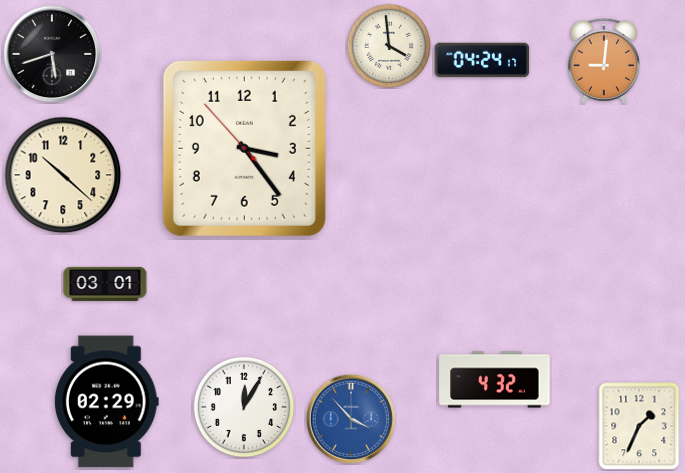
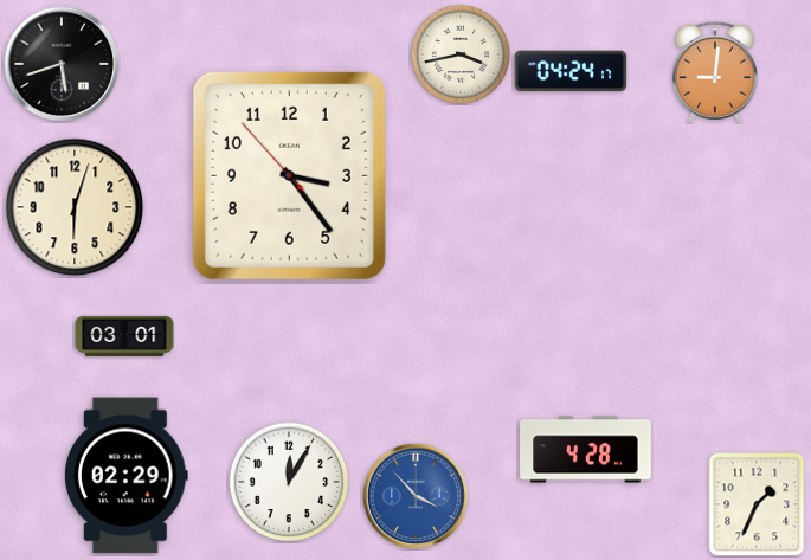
clock at (389, 46): 3:59 -> 3:43
clock at (63, 175): 10:22 -> 6:03
clock at (495, 380): 4:32 -> 4:28
